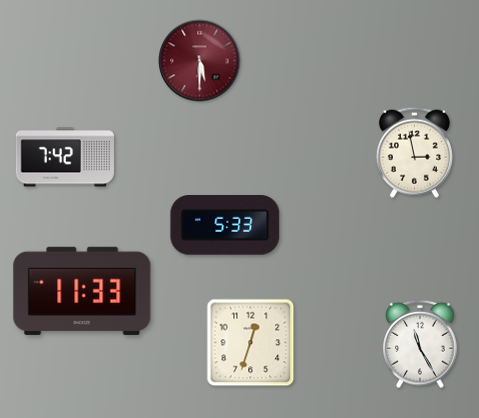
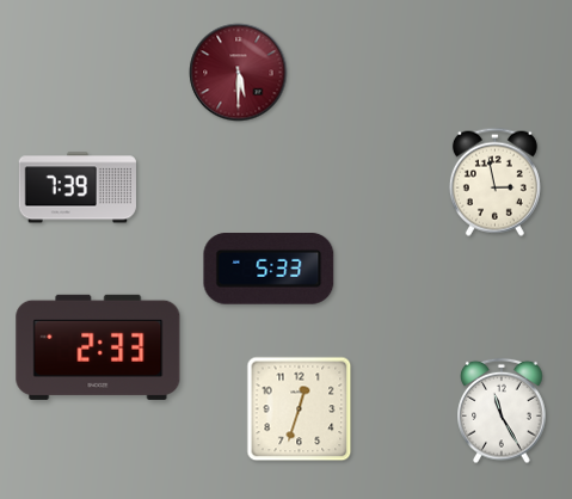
clock at (65, 157): 7:42 -> 7:39
clock at (82, 291): 11:33 -> 2:33
